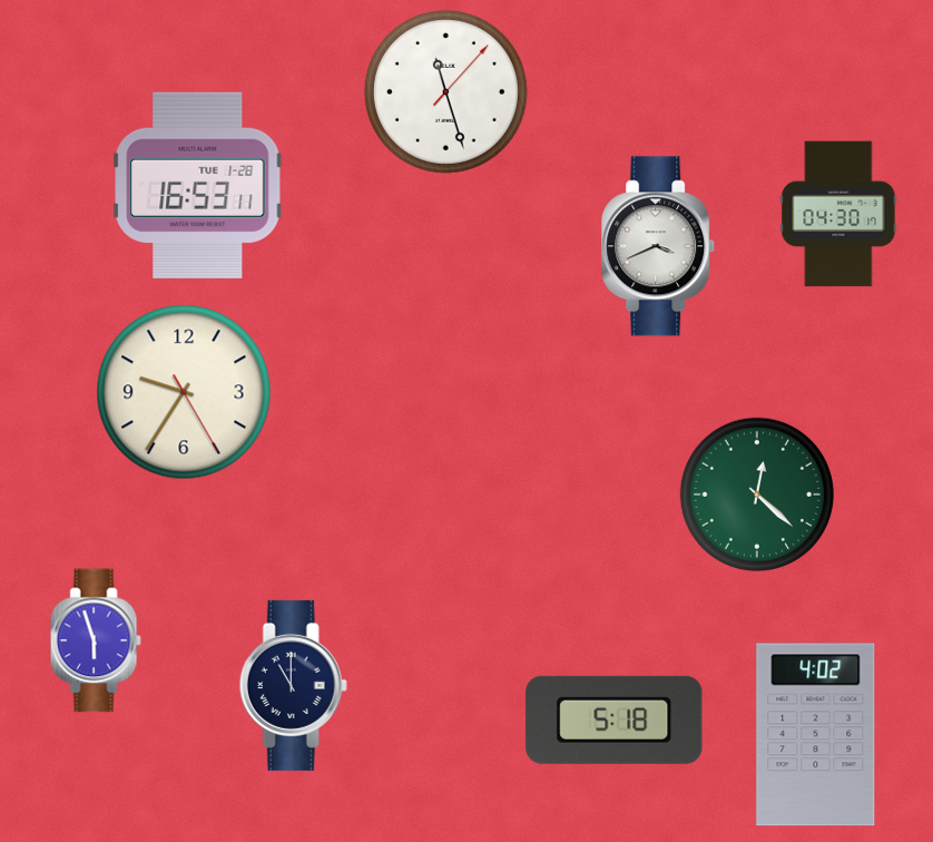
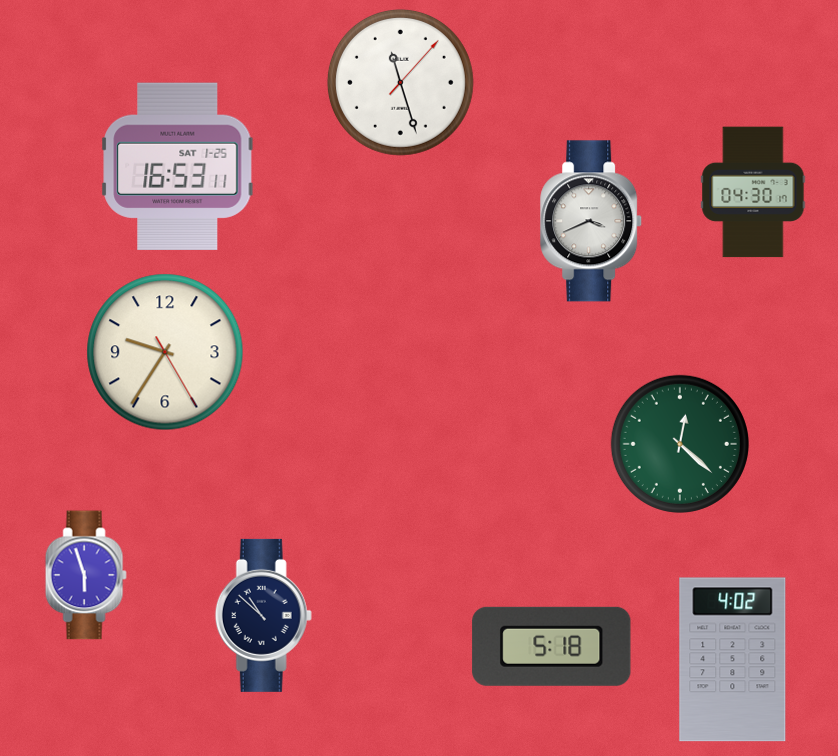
clock at (198, 185) date: TUE 1-28 -> SAT 1-25
clock at (293, 685): 11:00 -> 10:52
